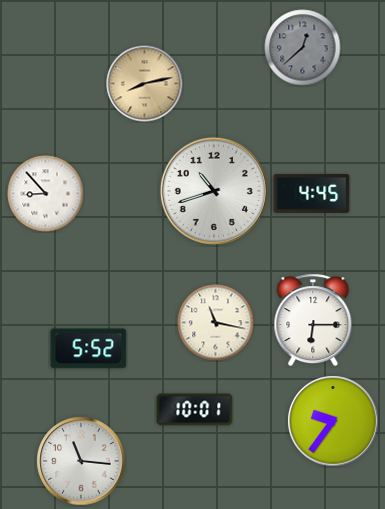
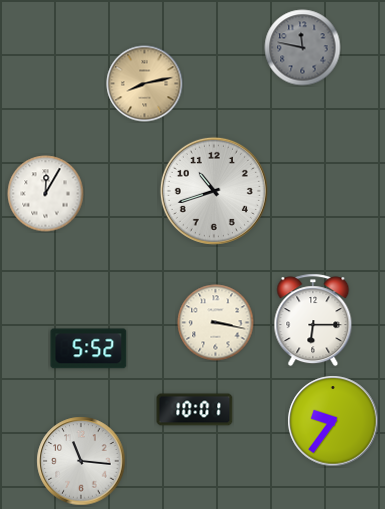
clock at (303, 48): 12:38 -> 11:47
clock at (312, 193): 4:45 -> none
clock at (46, 194): 8:53 -> 12:05
clock at (216, 323): 11:17 -> 3:17
